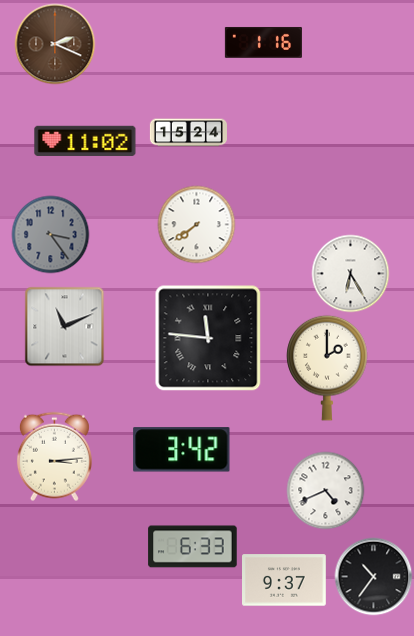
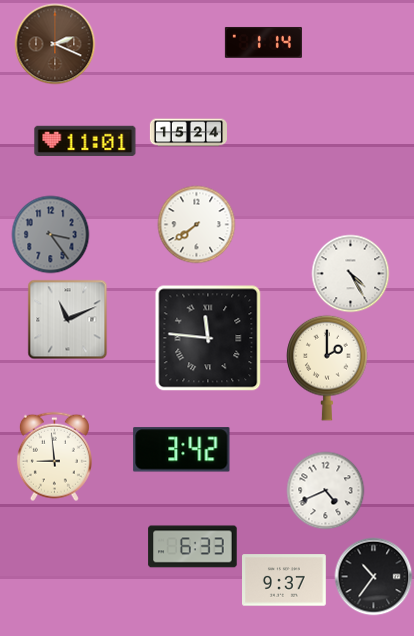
clock at (263, 42): 1:16 -> 1:14
clock at (85, 141): 11:02 -> 11:01
clock at (350, 273): 6:25 -> 4:25
clock at (64, 326) position: (64, 326) -> (67, 319)
clock at (54, 456): 3:14 -> 8:59
